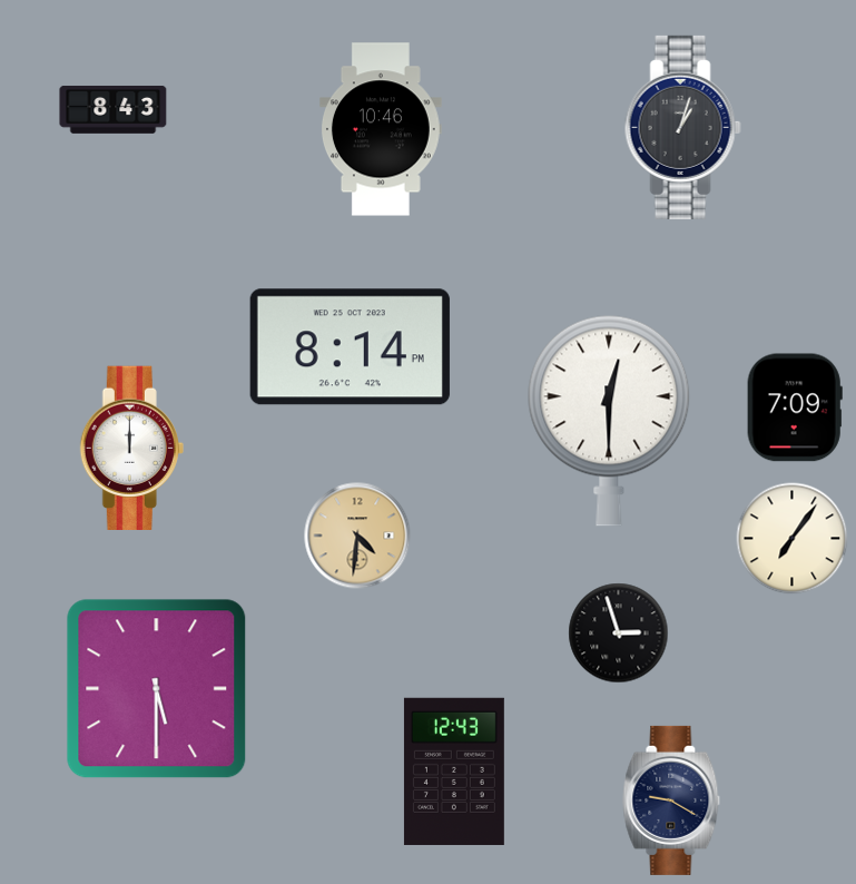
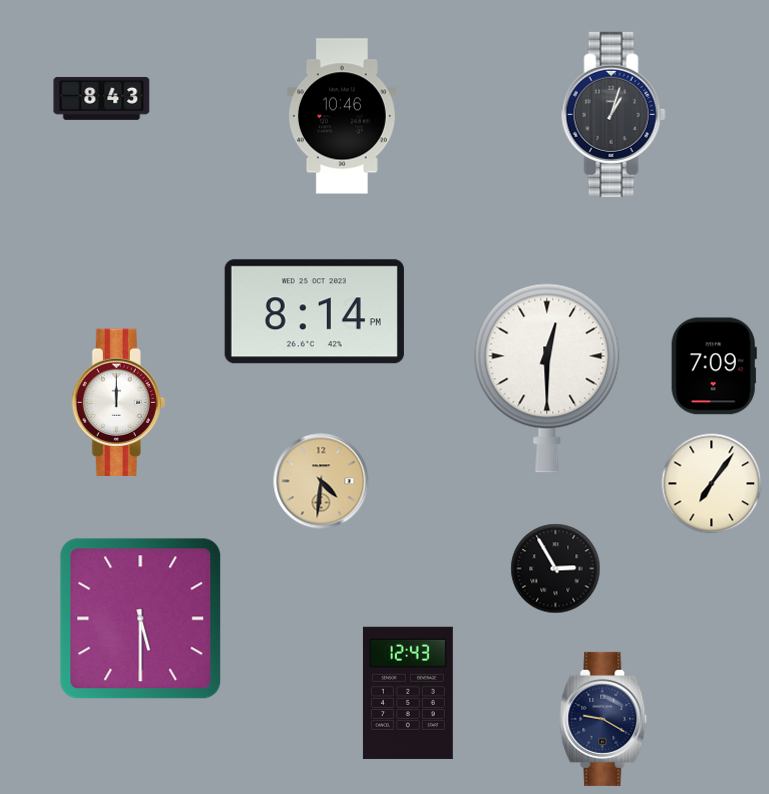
clock at (619, 633): 2:57 -> 2:55
